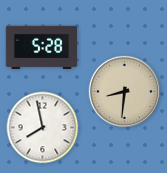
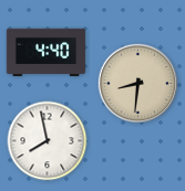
clock at (42, 47): 5:28 -> 4:40
clock at (125, 92) position: (125, 92) -> (138, 84)
